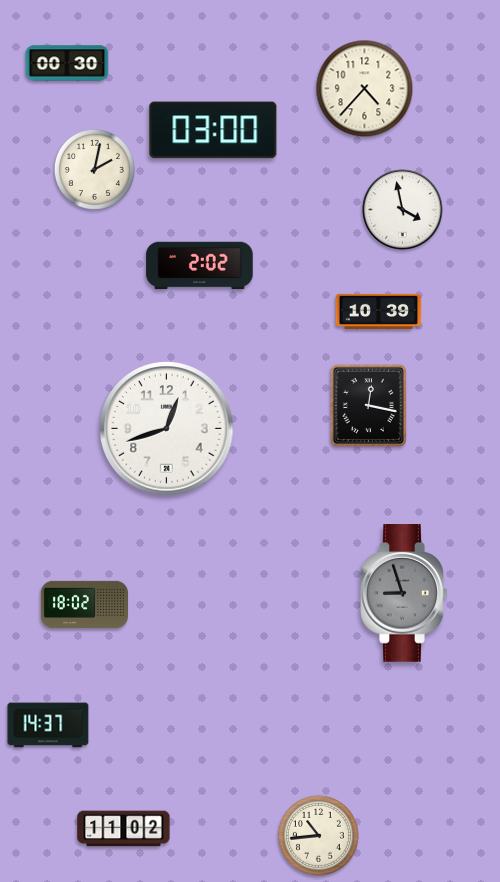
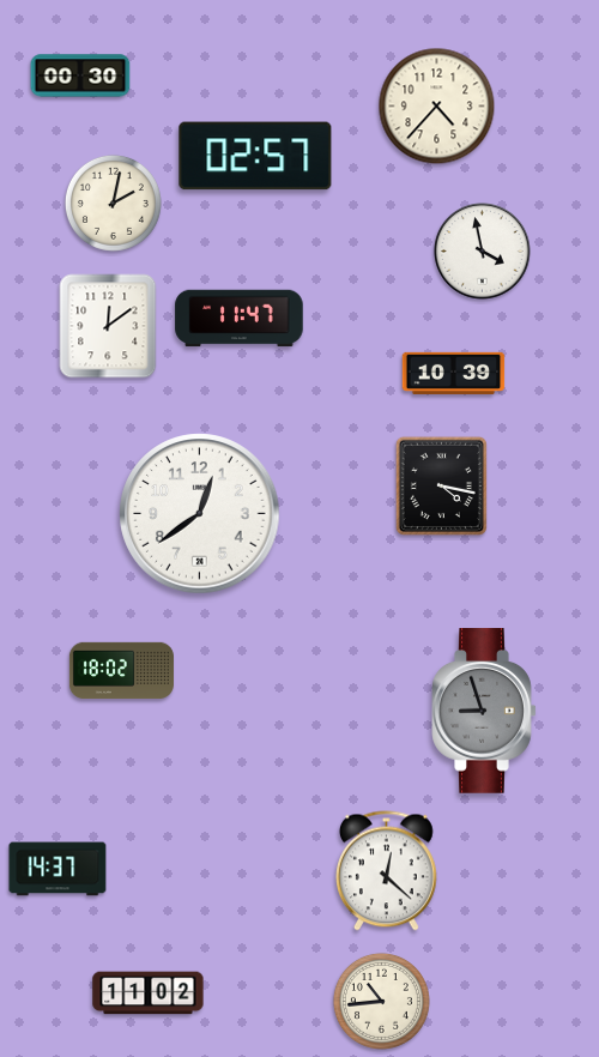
clock at (213, 130): 03:00 -> 02:57
clock at (200, 266): 2:02 -> 11:47
clock at (108, 326): none -> 12:09
clock at (368, 405): 12:17 -> 4:17
clock at (167, 429): 12:42 -> 12:39
clock at (84, 605) position: (84, 605) -> (121, 671)
clock at (386, 871): none -> 12:22
